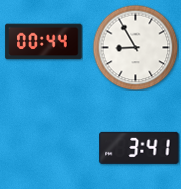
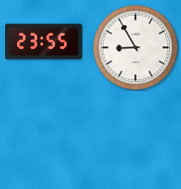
clock at (44, 42): 00:44 -> 23:55
clock at (139, 148): 3:41 -> none
